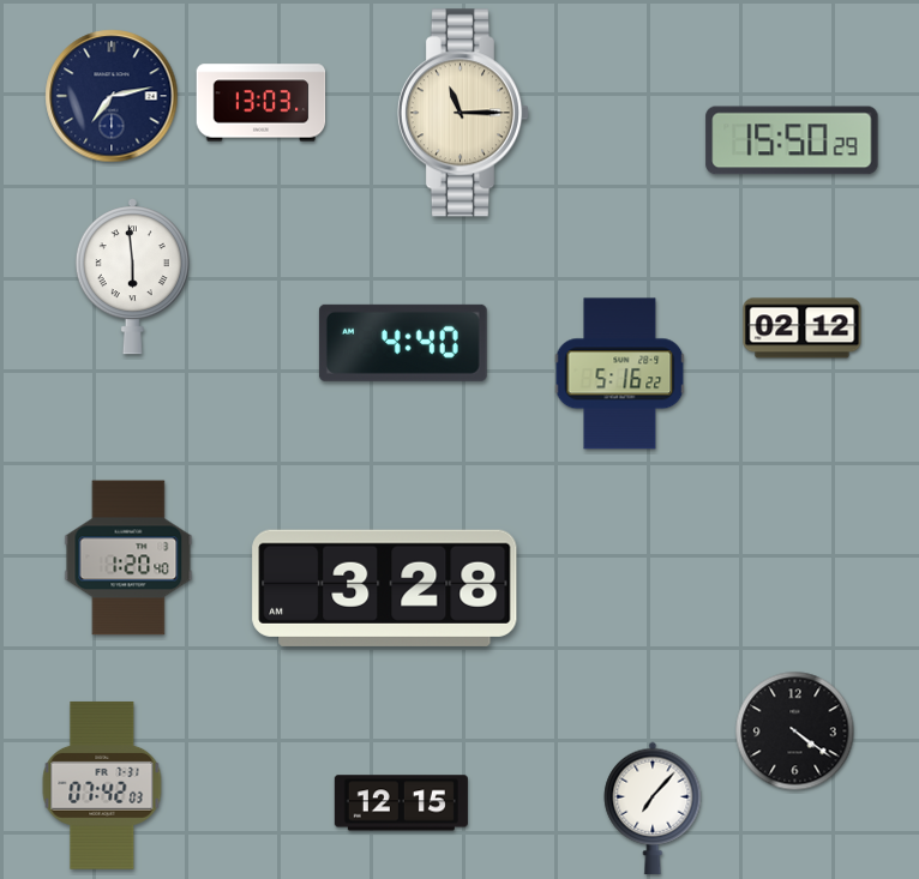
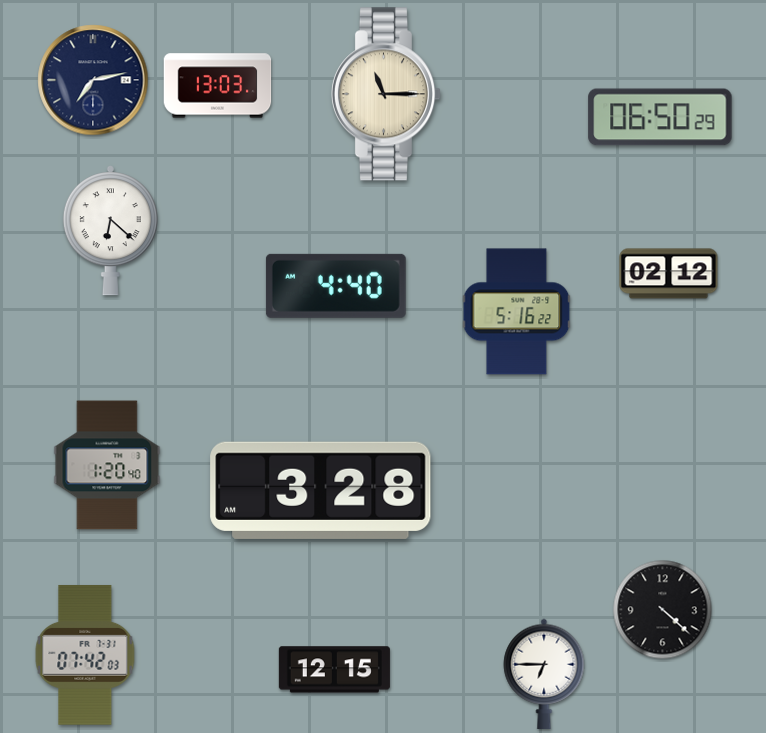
clock at (792, 140): 15:50 -> 06:50
clock at (132, 277): 5:59 -> 6:22
clock at (795, 732): 4:21 -> 4:22
clock at (653, 808): 7:07 -> 6:45
